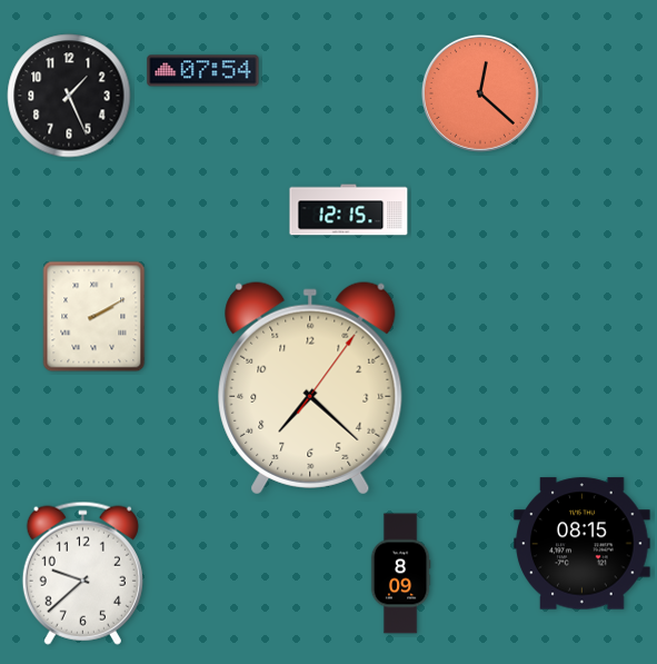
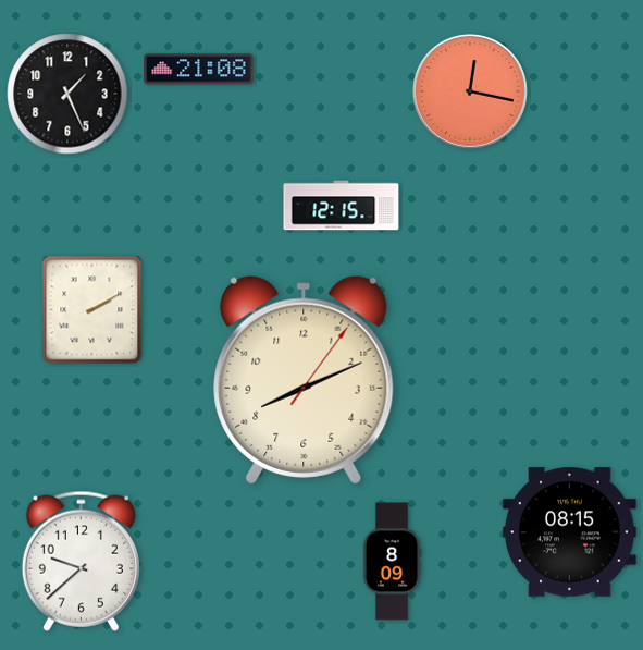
clock at (203, 71): 07:54 -> 21:08
clock at (480, 93): 12:22 -> 12:17
clock at (310, 388): 7:22 -> 8:11
